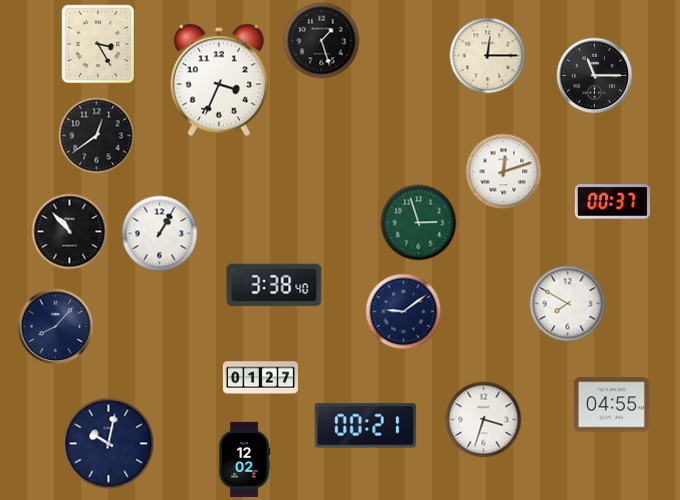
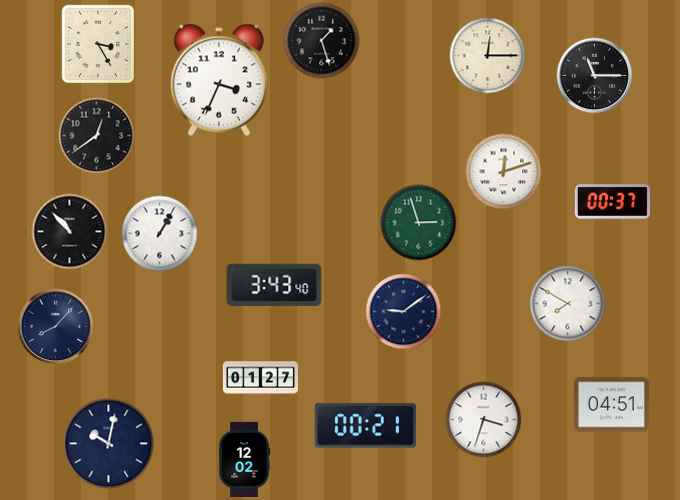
clock at (274, 285): 3:38 -> 3:43
clock at (611, 405): 04:55 -> 04:51
